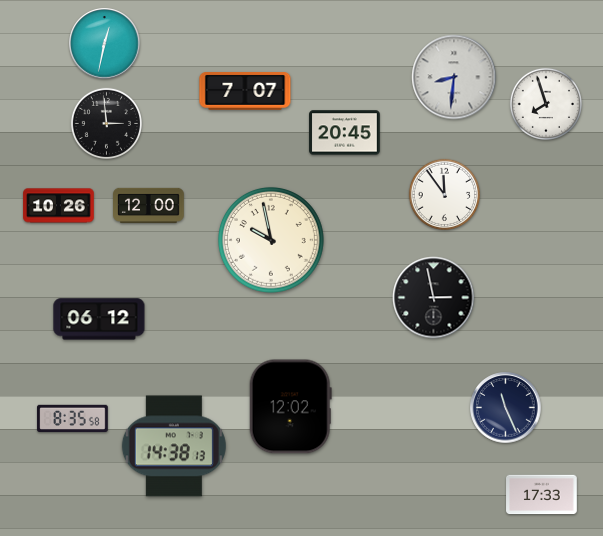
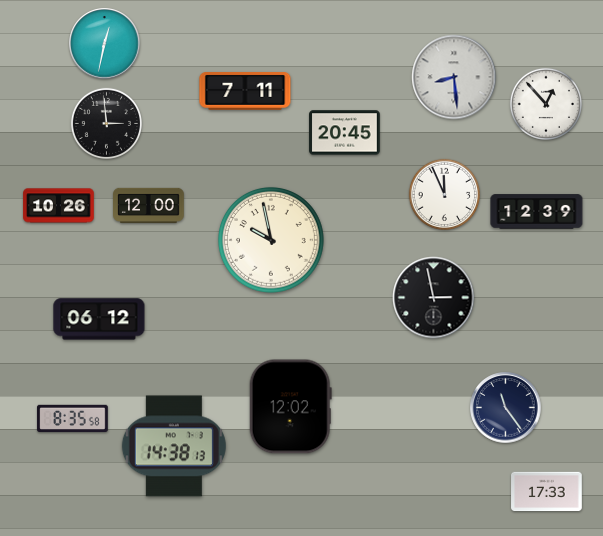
clock at (454, 77): 8:31 -> 8:29
clock at (245, 92): 7:07 -> 7:11
clock at (546, 104): 7:57 -> 12:53
clock at (444, 194): 11:54 -> 11:56
clock at (537, 212): none -> 12:39
clock at (506, 408): 11:26 -> 11:24
clock at (542, 495) position: (542, 495) -> (547, 492)
